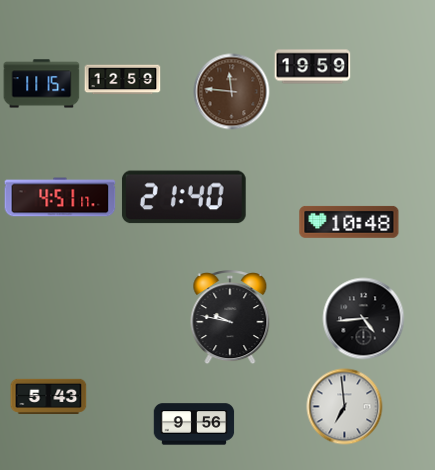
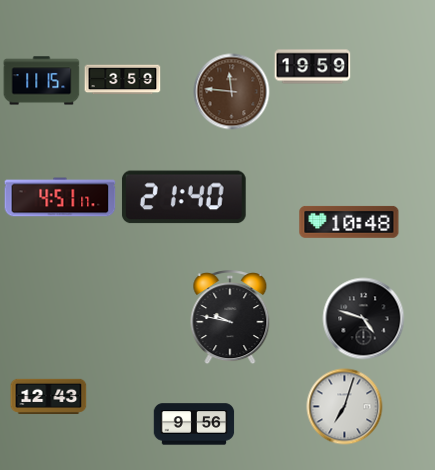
clock at (123, 80): 12:59 -> 3:59
clock at (42, 84) position: (42, 84) -> (42, 81)
clock at (364, 319): 4:44 -> 4:48
clock at (49, 396): 5:43 -> 12:43
clock at (345, 407): 6:59 -> 7:03
